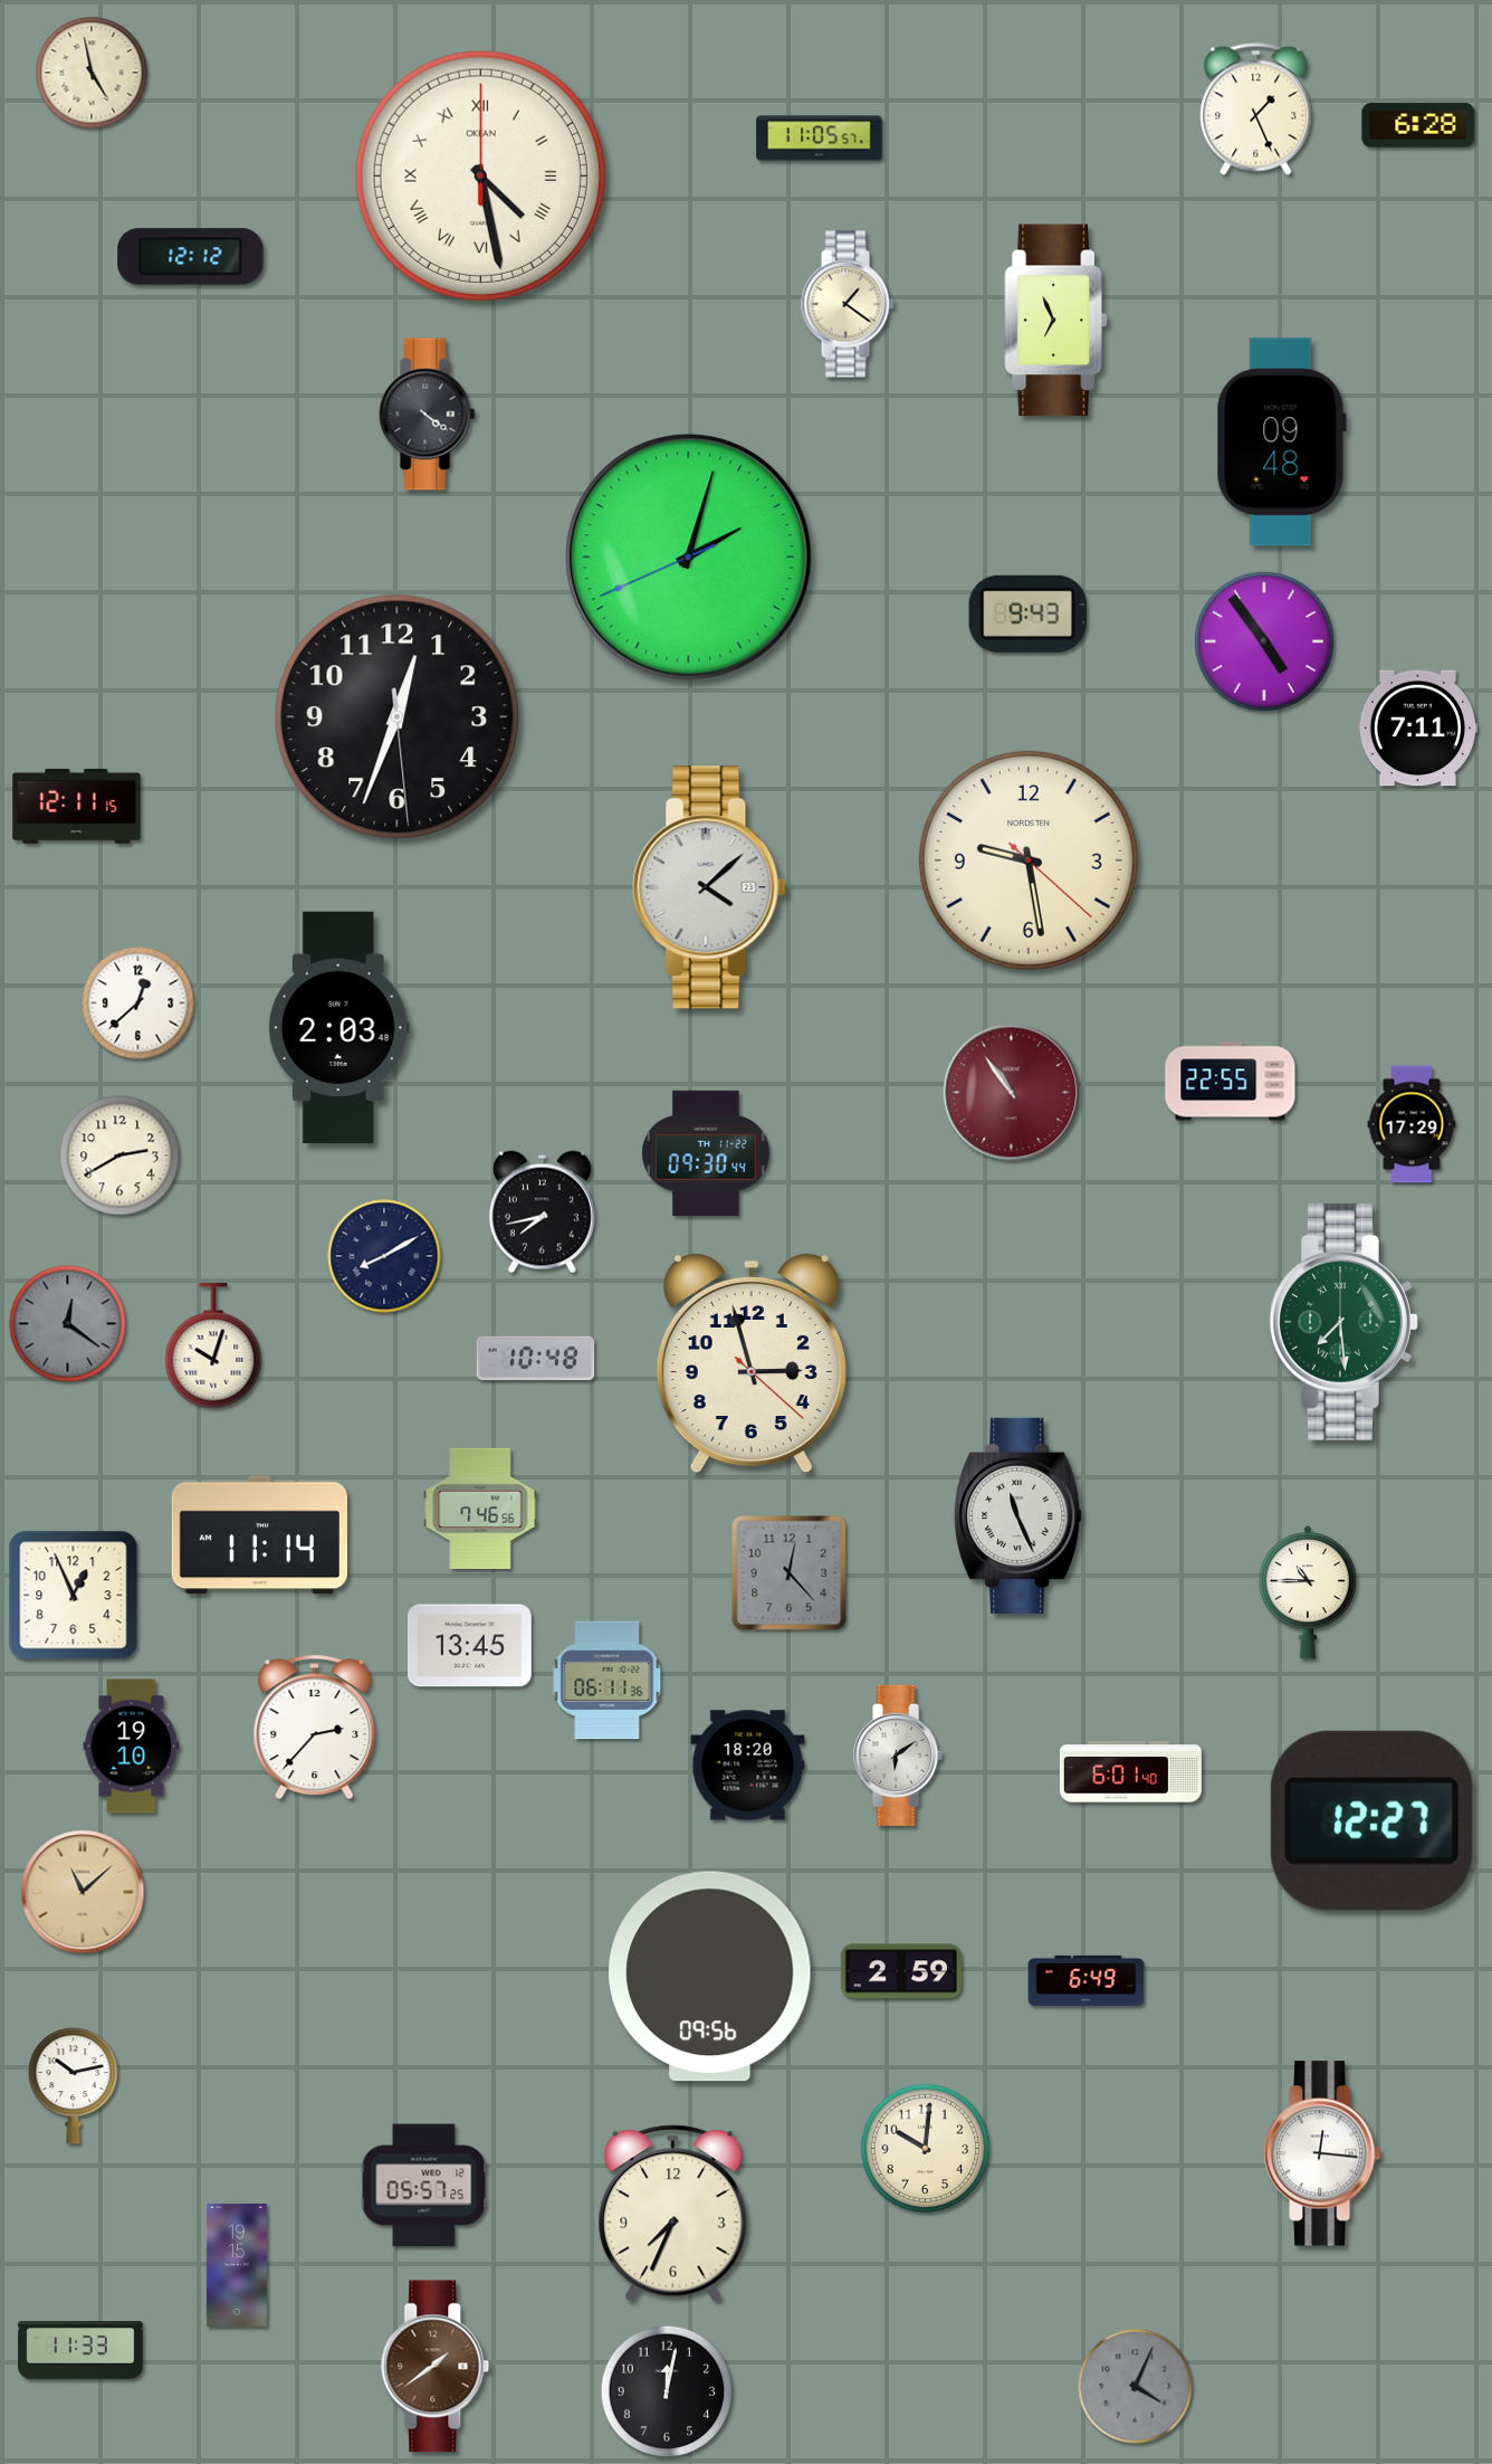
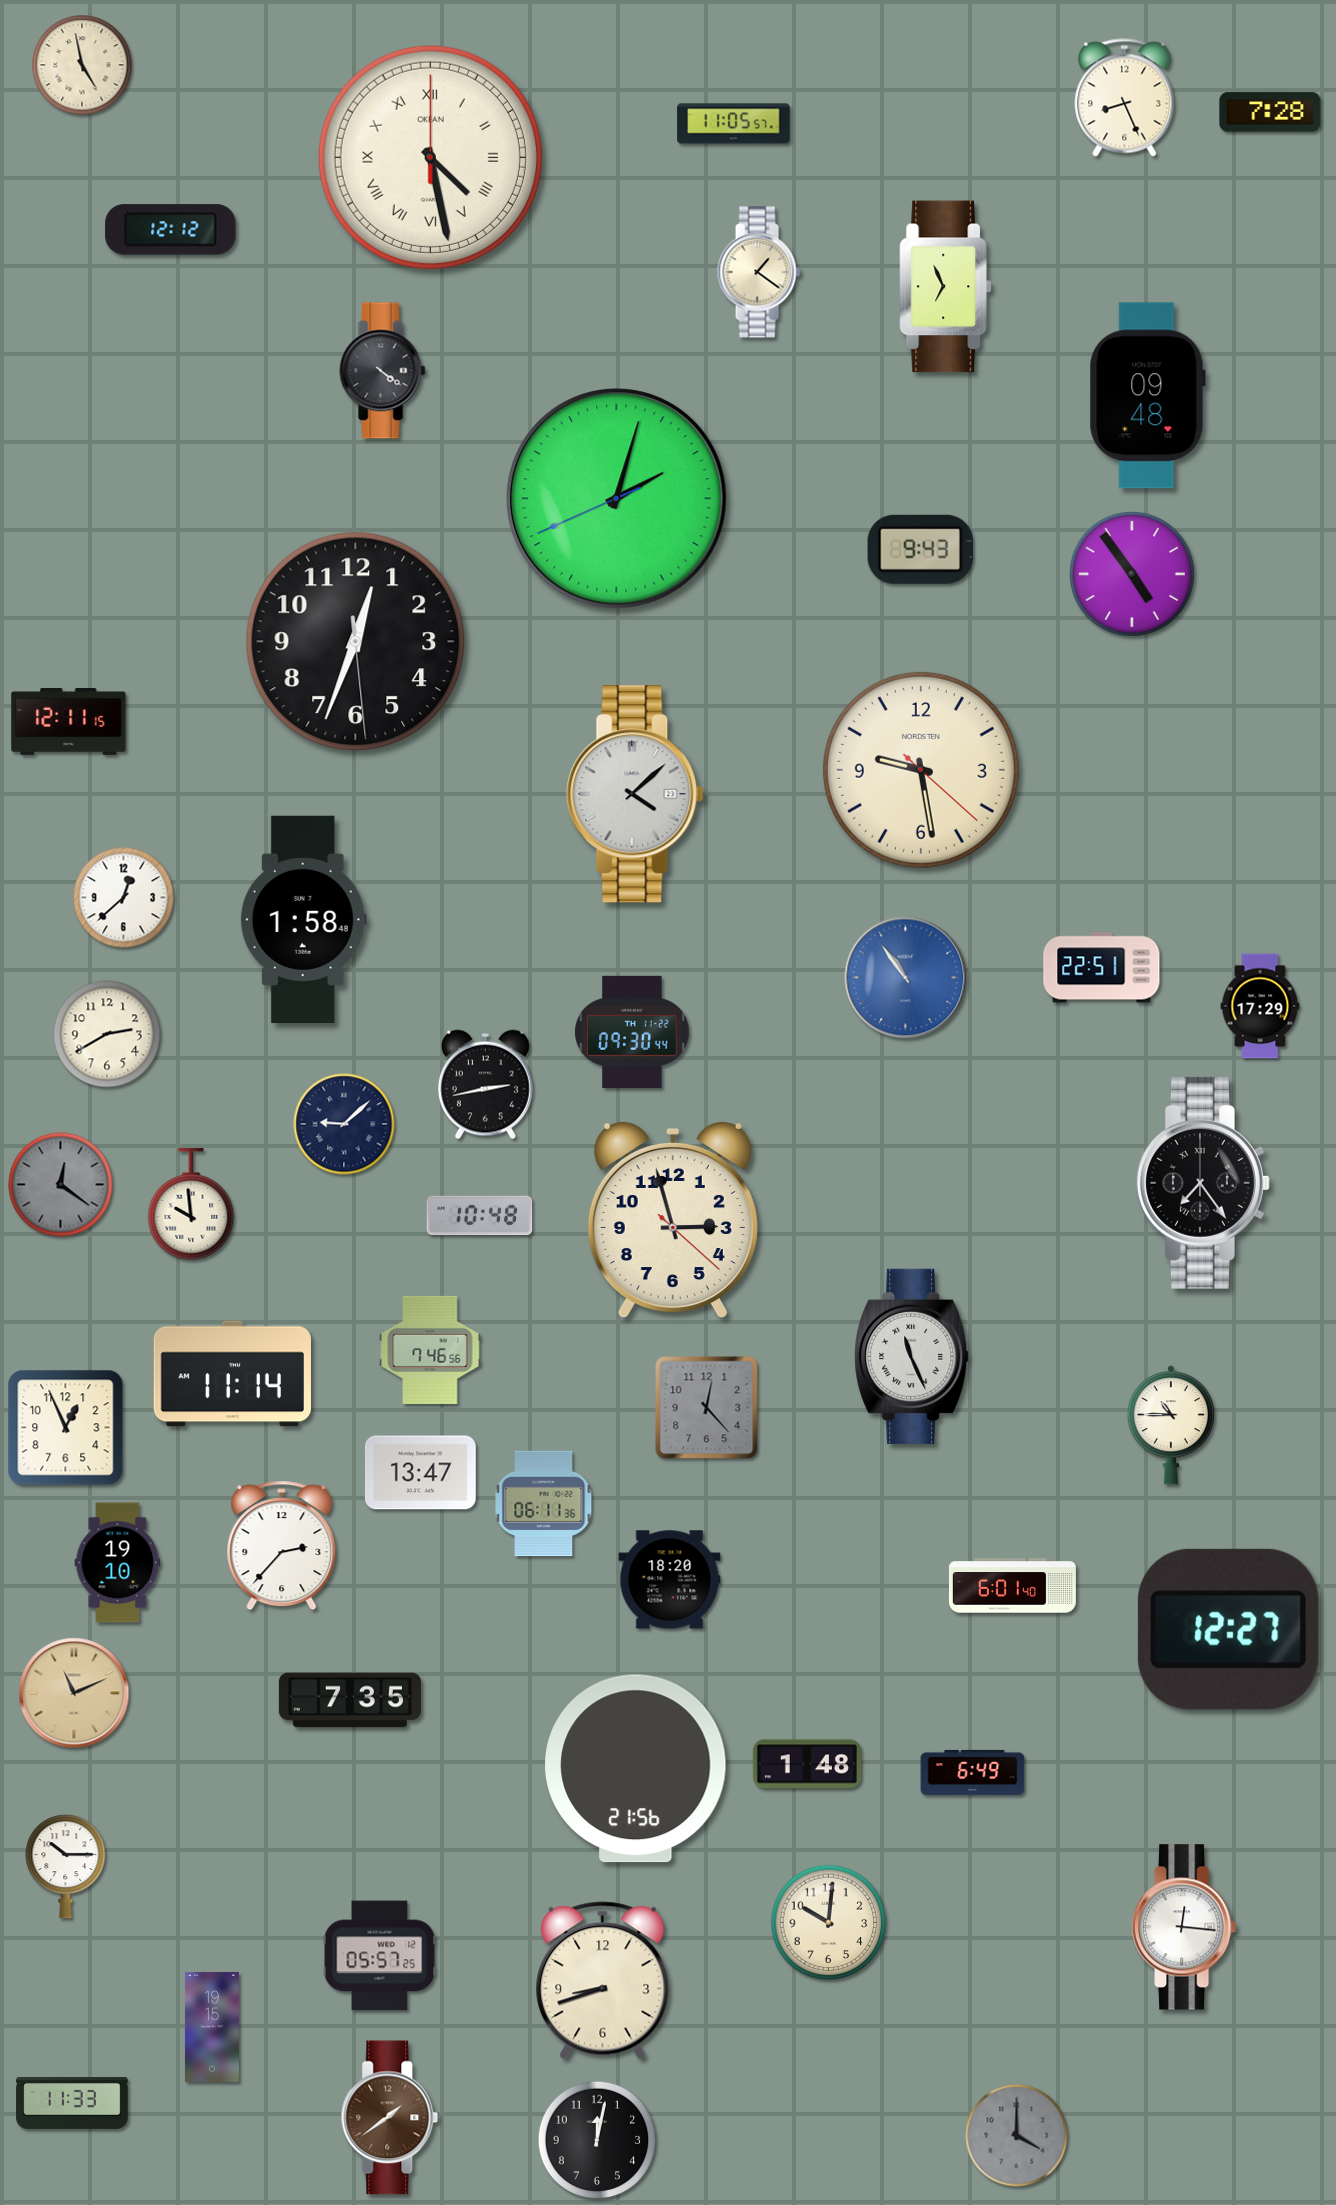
clock at (1256, 110): 1:26 -> 8:26
clock at (1418, 125): 6:28 -> 7:28
clock at (1417, 729): 7:11 -> none
clock at (338, 1027): 2:03 -> 1:58
clock at (1231, 1082): 22:55 -> 22:51
clock at (1012, 1093) dial: burgundy -> blue
clock at (1412, 1124) position: (1412, 1124) -> (1260, 1006)
clock at (542, 1212): 7:43 -> 2:43
clock at (384, 1256): 8:10 -> 9:08
clock at (1343, 1322): 7:29 -> 7:24
clock at (1343, 1322) dial: green -> black
clock at (213, 1347): 10:03 -> 9:59
clock at (469, 1646): 13:45 -> 13:47
clock at (899, 1756): 6:09 -> none
clock at (83, 1892): 11:08 -> 11:11
clock at (350, 1700): none -> 7:35
clock at (901, 1971): 2:59 -> 1:48
clock at (710, 1977): 09:56 -> 21:56
clock at (74, 2086): 10:13 -> 10:15
clock at (673, 2214): 7:34 -> 8:42
clock at (1136, 2387): 4:04 -> 4:00
